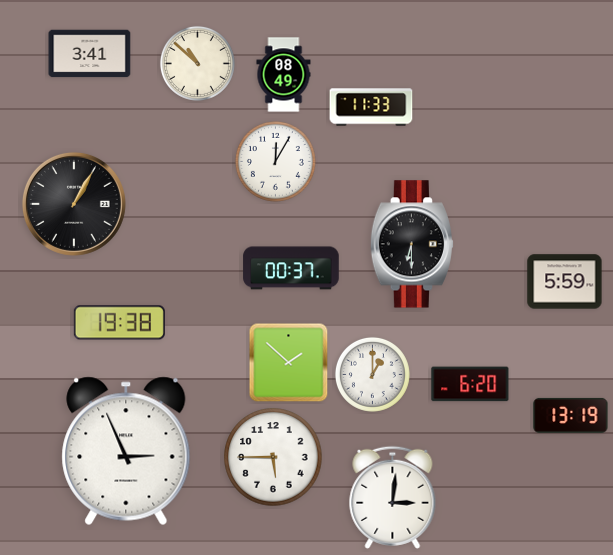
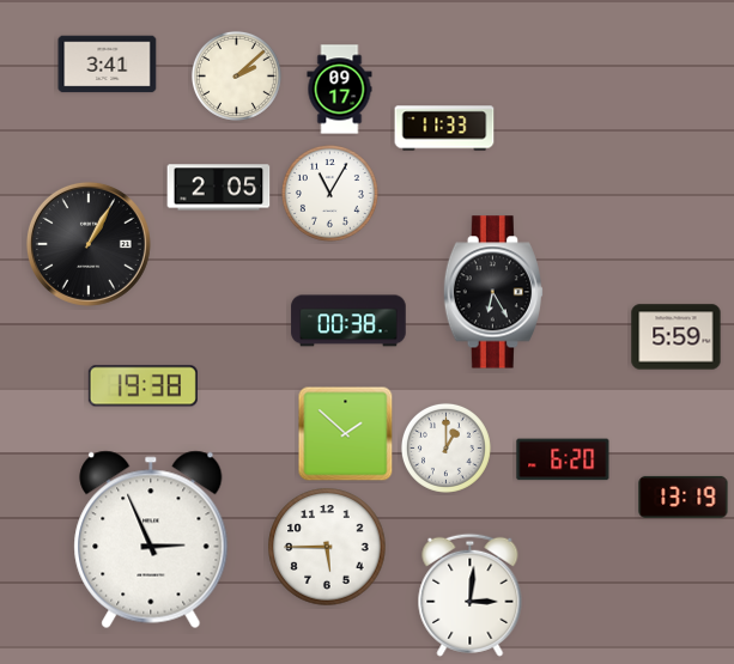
clock at (197, 63): 10:52 -> 2:08
clock at (284, 75): 08:49 -> 09:17
clock at (219, 188): none -> 2:05
clock at (275, 161): 12:05 -> 11:05
clock at (412, 244): 6:30 -> 6:25
clock at (291, 268): 00:37 -> 00:38
